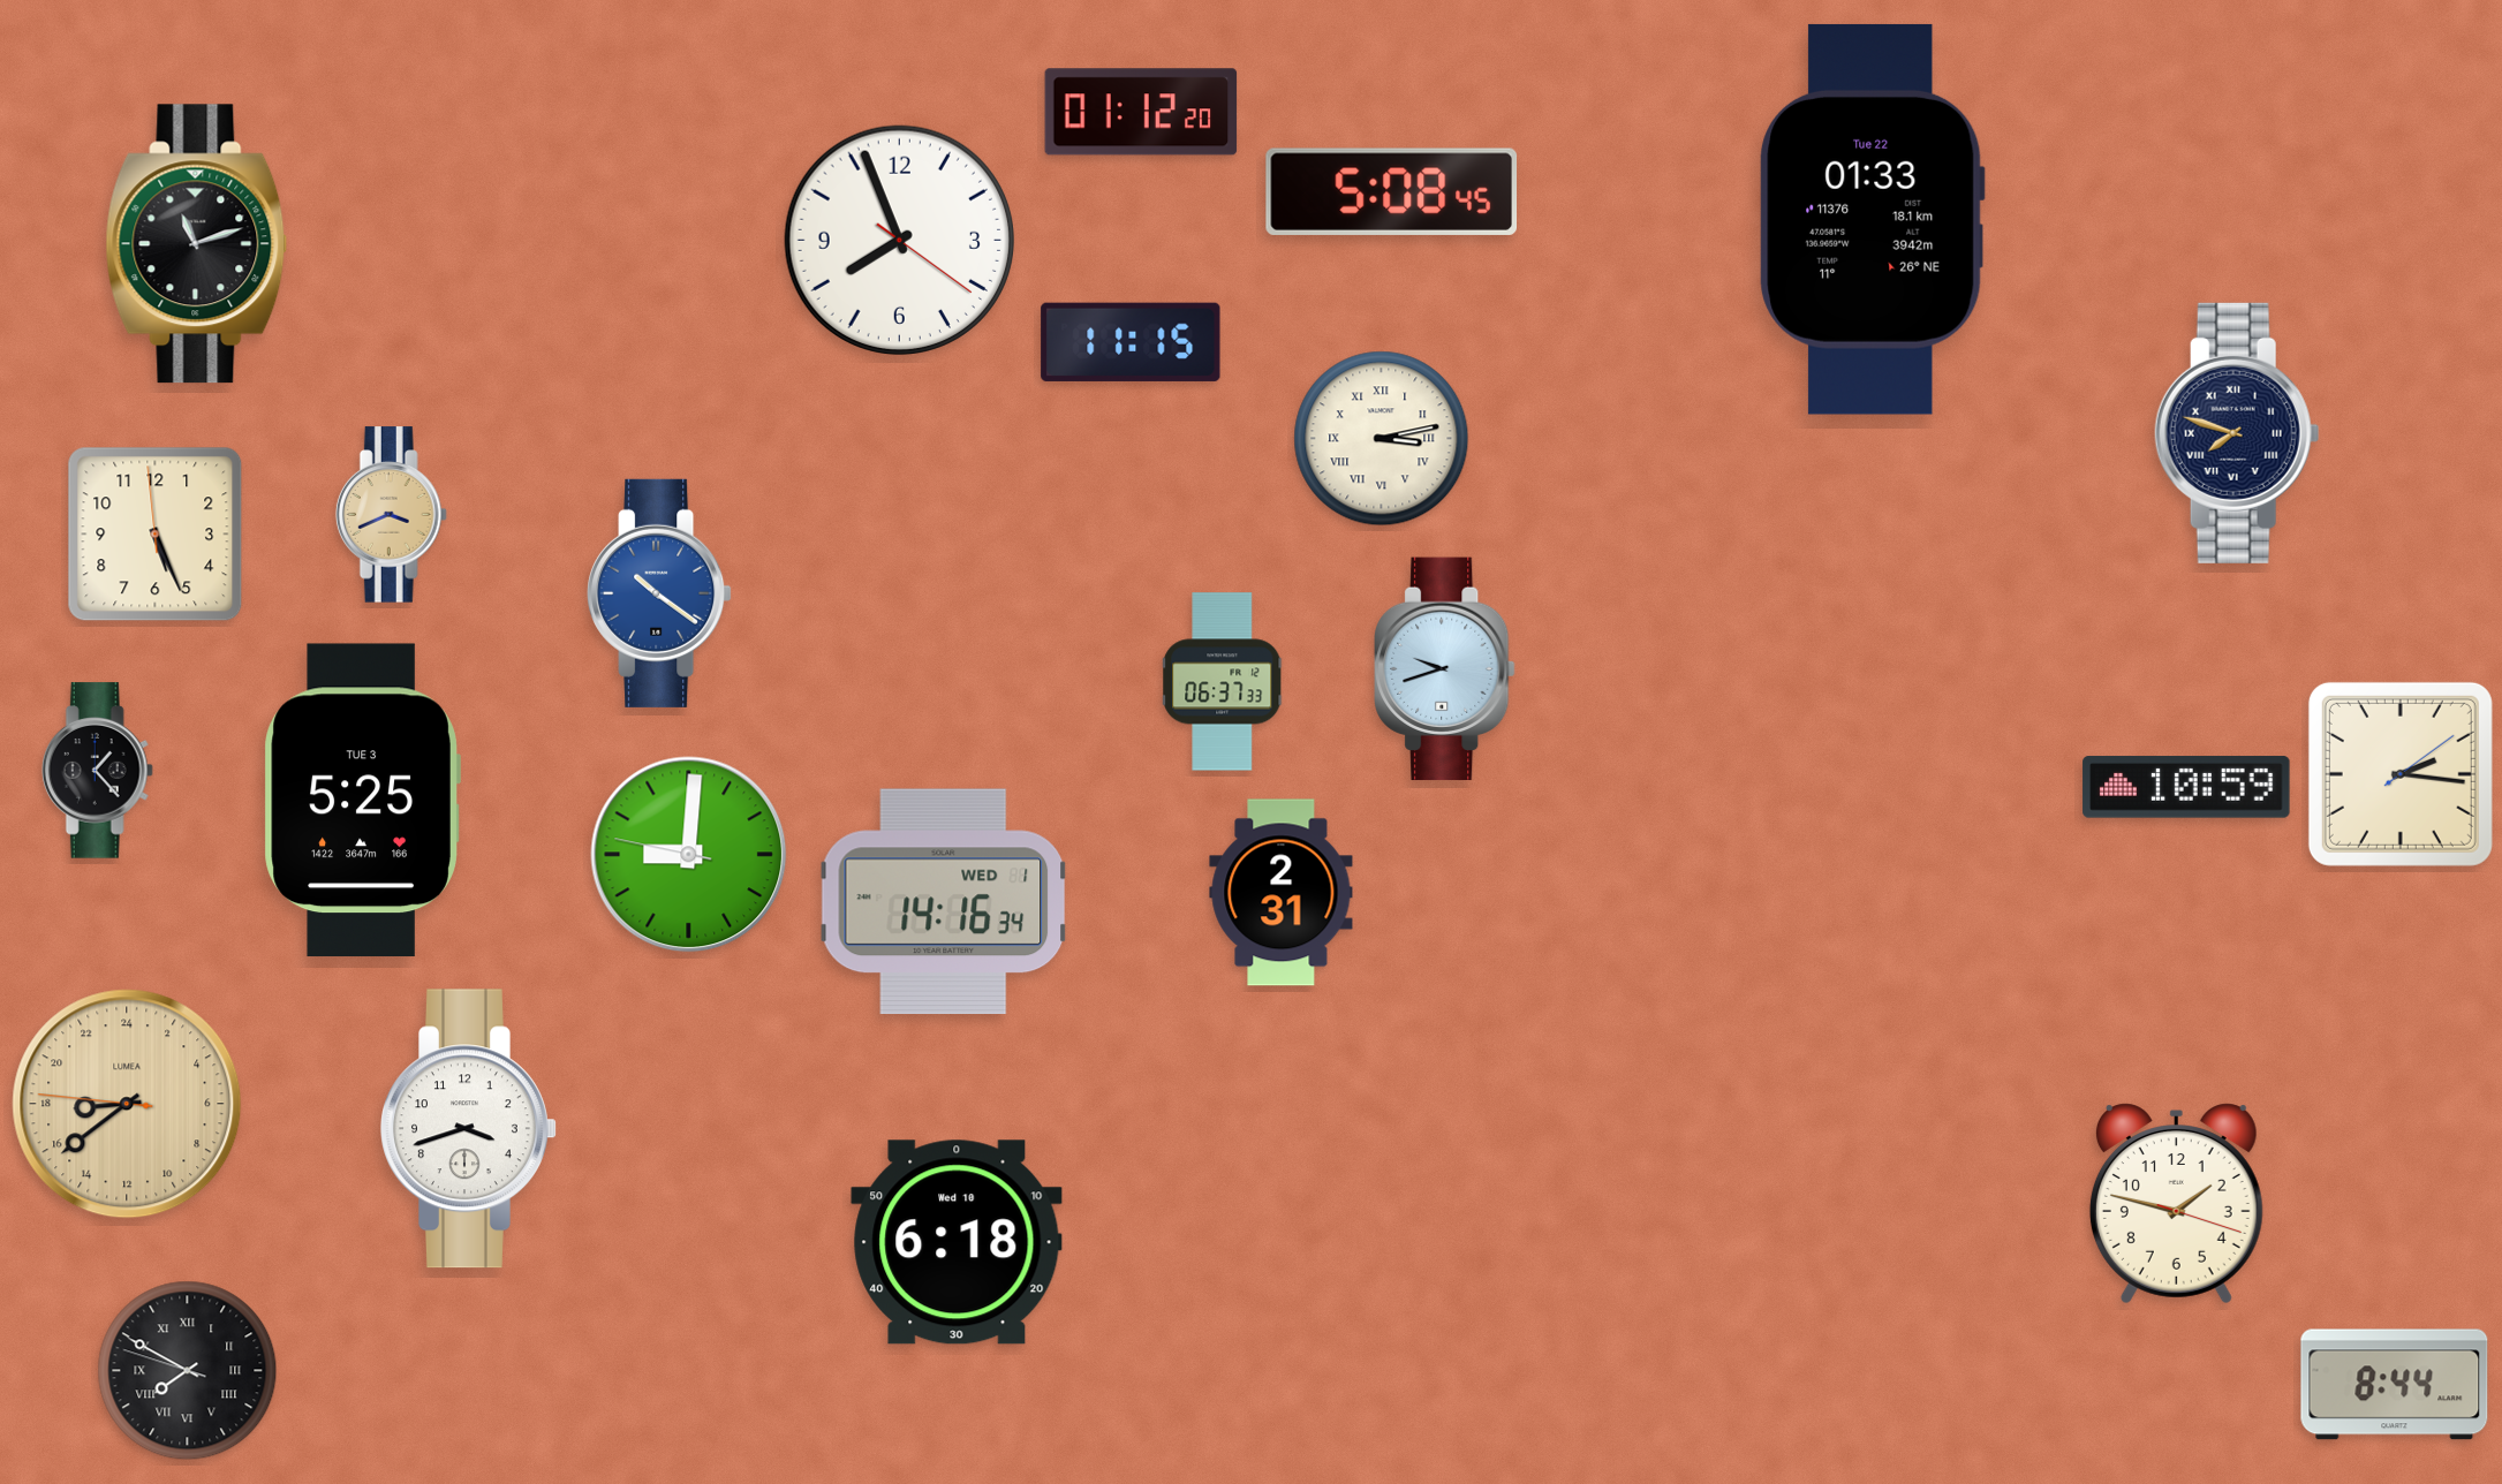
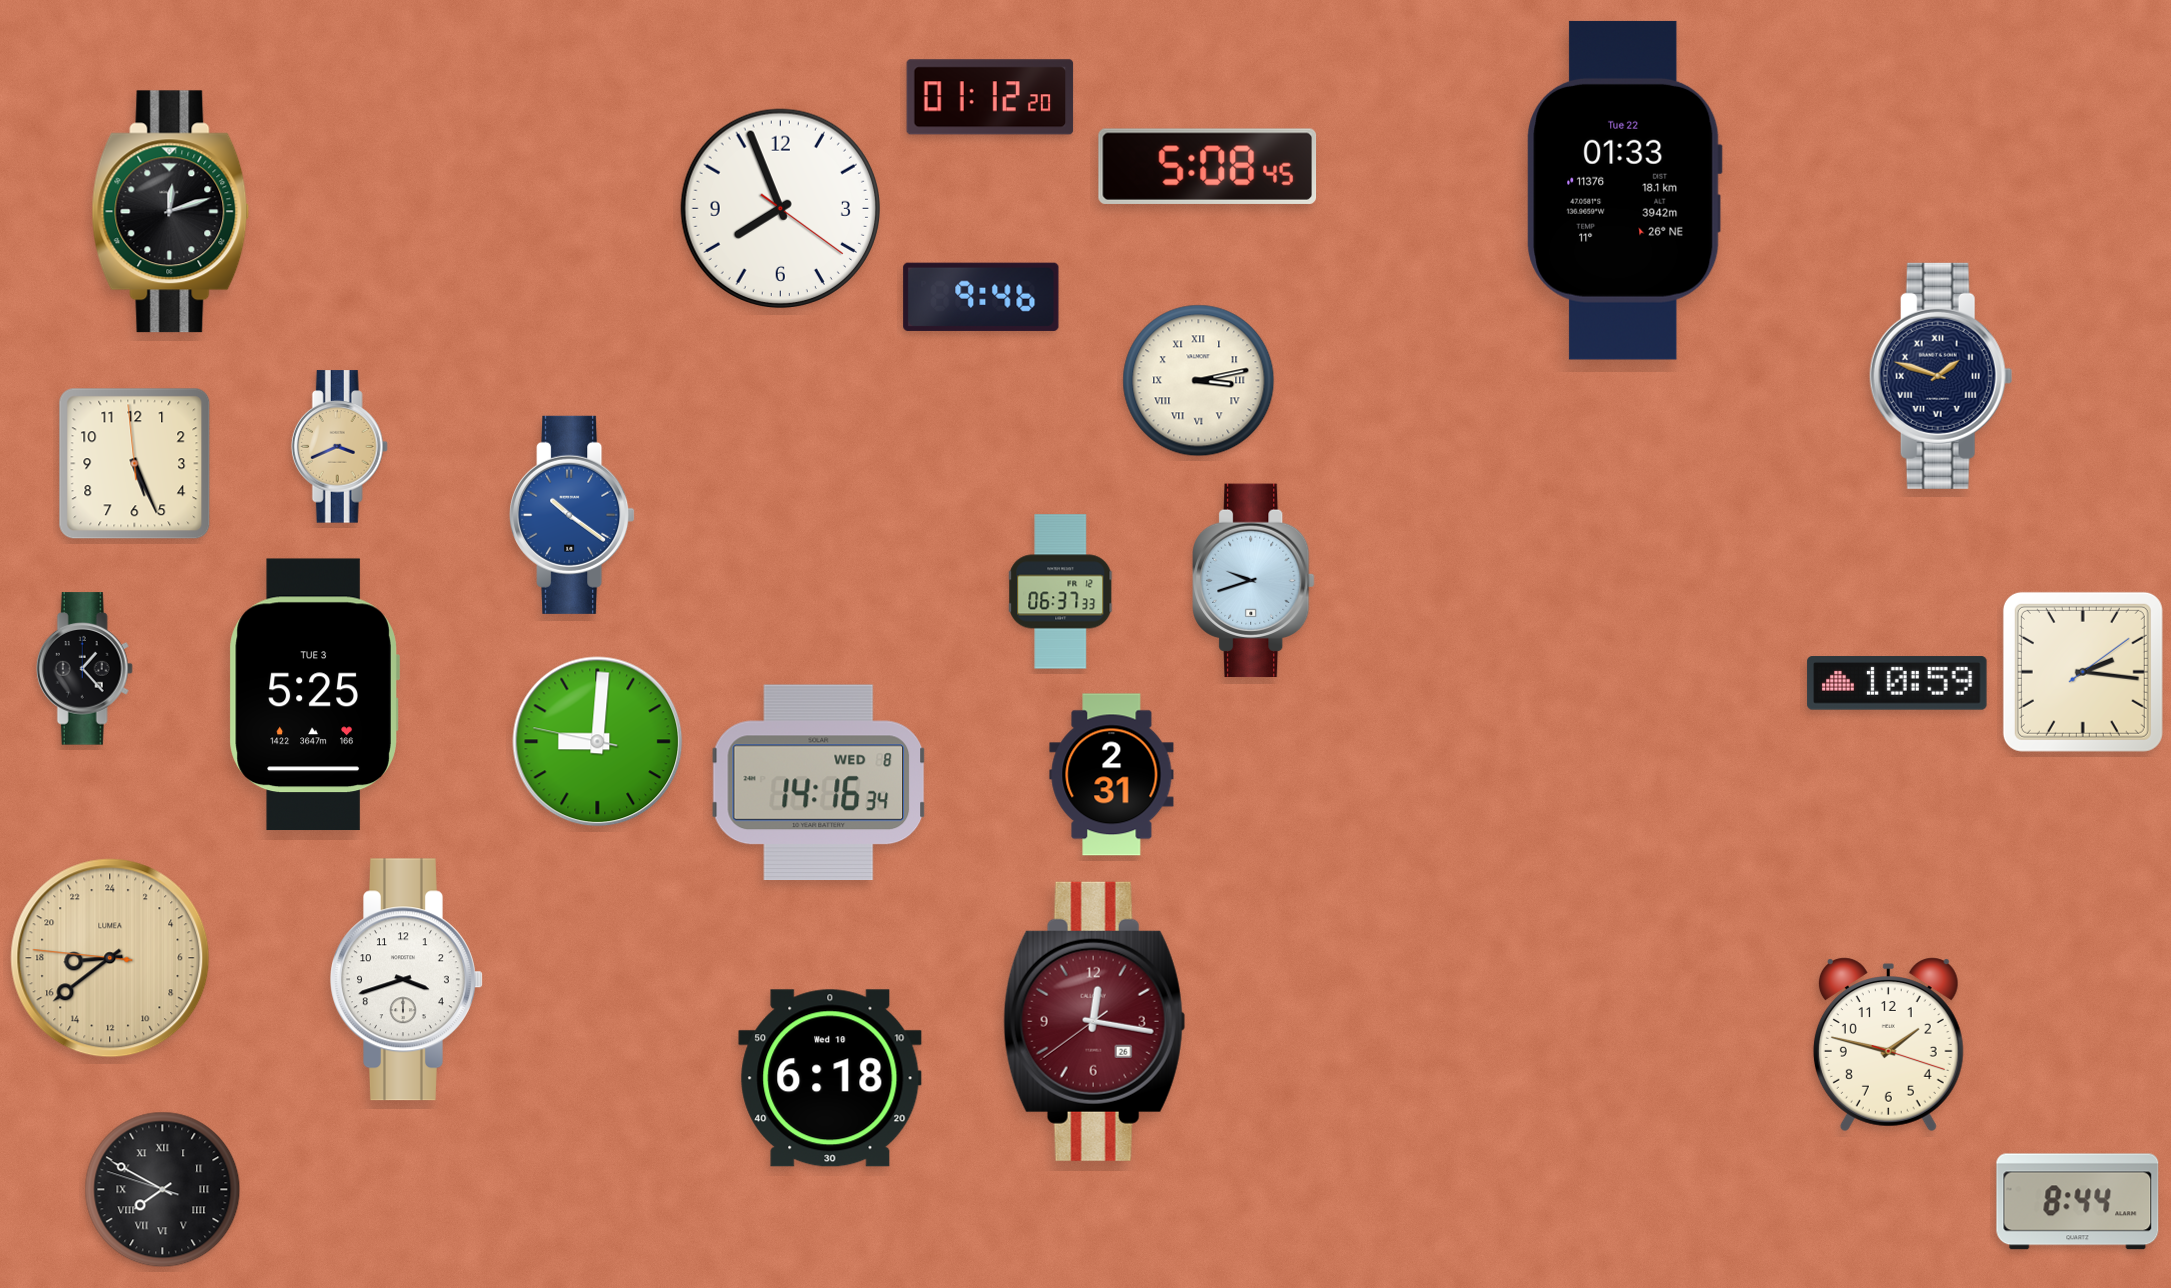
clock at (197, 244): 11:12 -> 12:12
clock at (1131, 342): 11:15 -> 9:46
clock at (2237, 433): 7:48 -> 1:48
clock at (944, 902) date: WED 1 -> WED 8
clock at (1095, 1021): none -> 12:16
